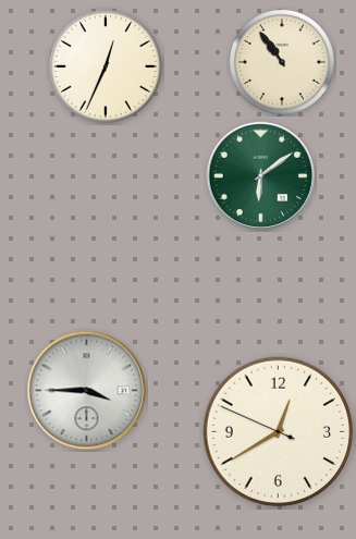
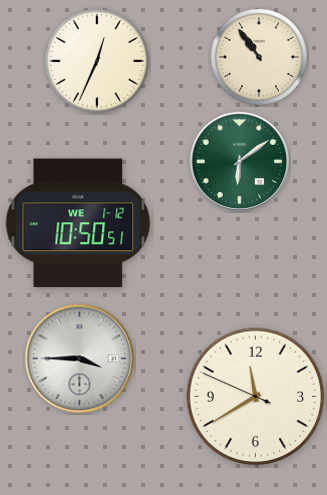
clock at (78, 223): none -> 10:50
clock at (279, 432): 12:39 -> 11:39
